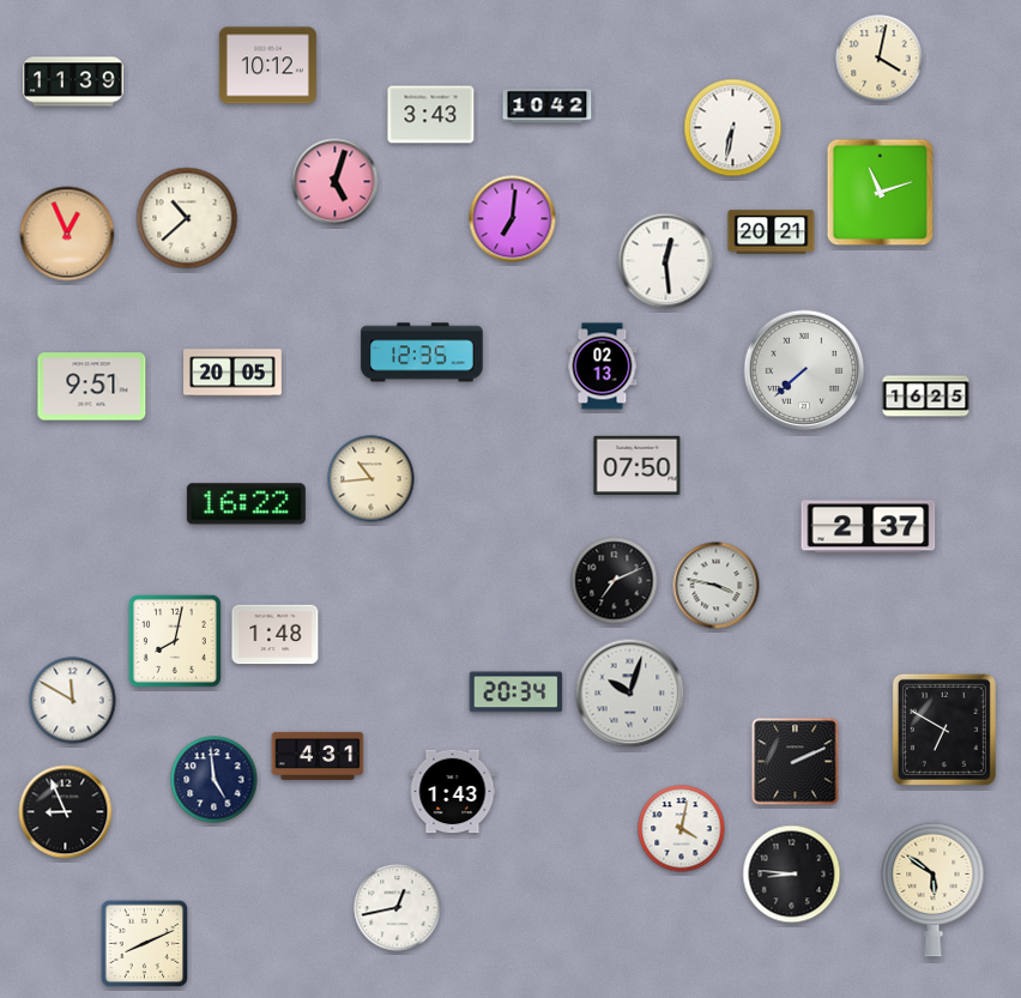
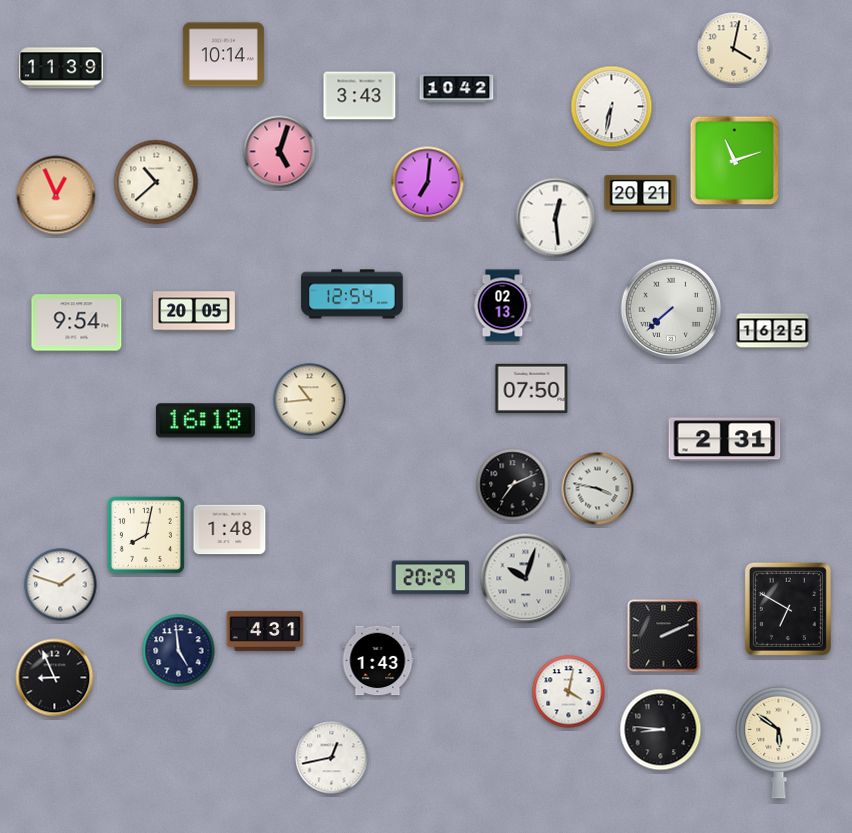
clock at (267, 66): 10:12 -> 10:14
clock at (772, 232) position: (772, 232) -> (641, 194)
clock at (422, 352): 12:35 -> 12:54
clock at (92, 387): 9:51 -> 9:54
clock at (246, 504): 16:22 -> 16:18
clock at (869, 527): 2:37 -> 2:31
clock at (516, 692): 20:34 -> 20:29
clock at (73, 701): 11:50 -> 1:48
clock at (145, 944): 8:11 -> none
